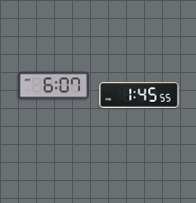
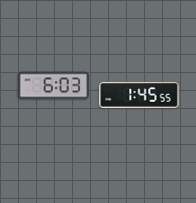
clock at (54, 86): 6:07 -> 6:03
